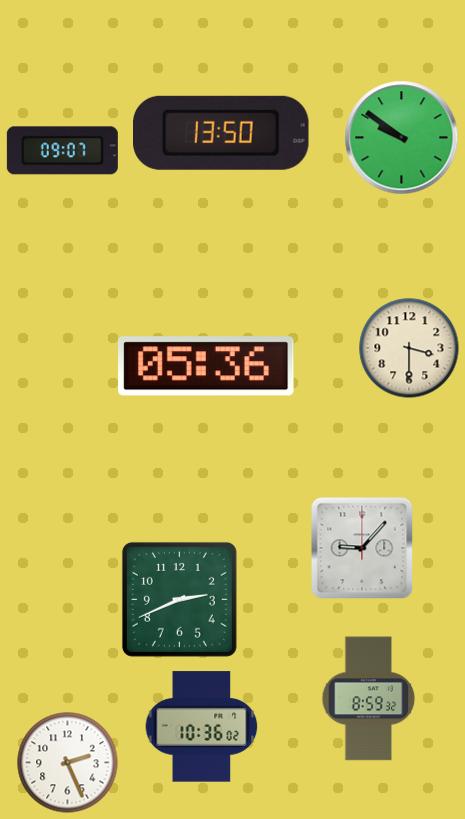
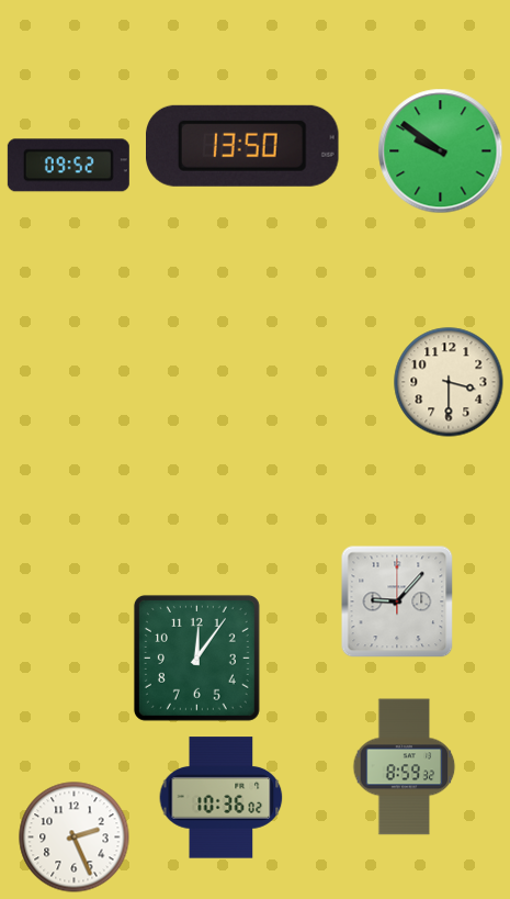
clock at (62, 151): 09:07 -> 09:52
clock at (207, 366): 05:36 -> none
clock at (179, 599): 2:41 -> 12:06
